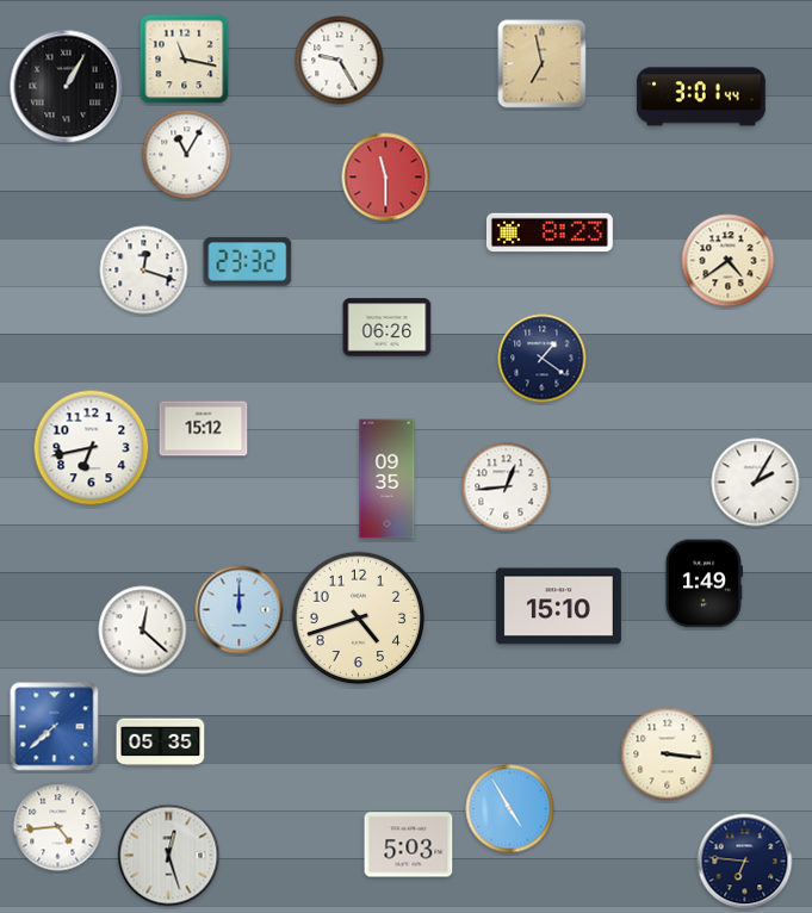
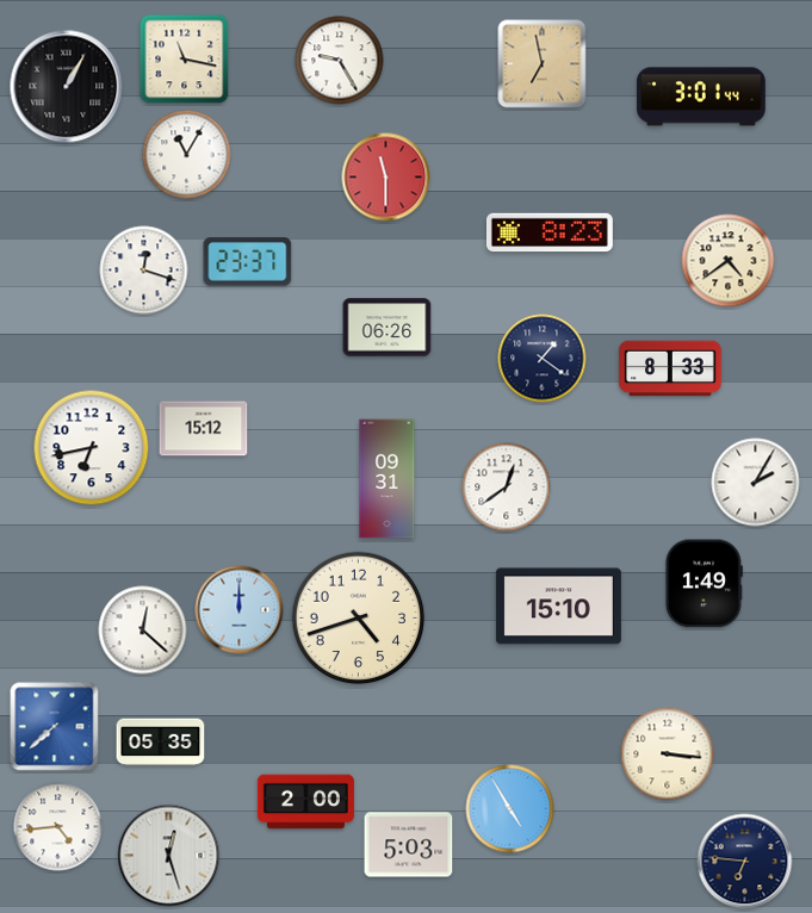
clock at (248, 262): 23:32 -> 23:37
clock at (670, 368): none -> 8:33
clock at (388, 479): 09:35 -> 09:31
clock at (507, 487): 12:44 -> 12:39
clock at (305, 802): none -> 2:00
